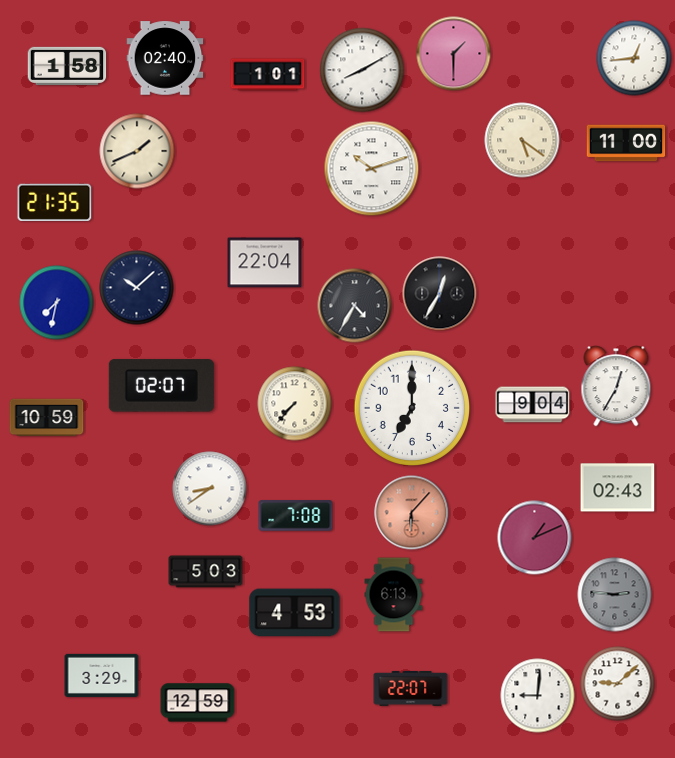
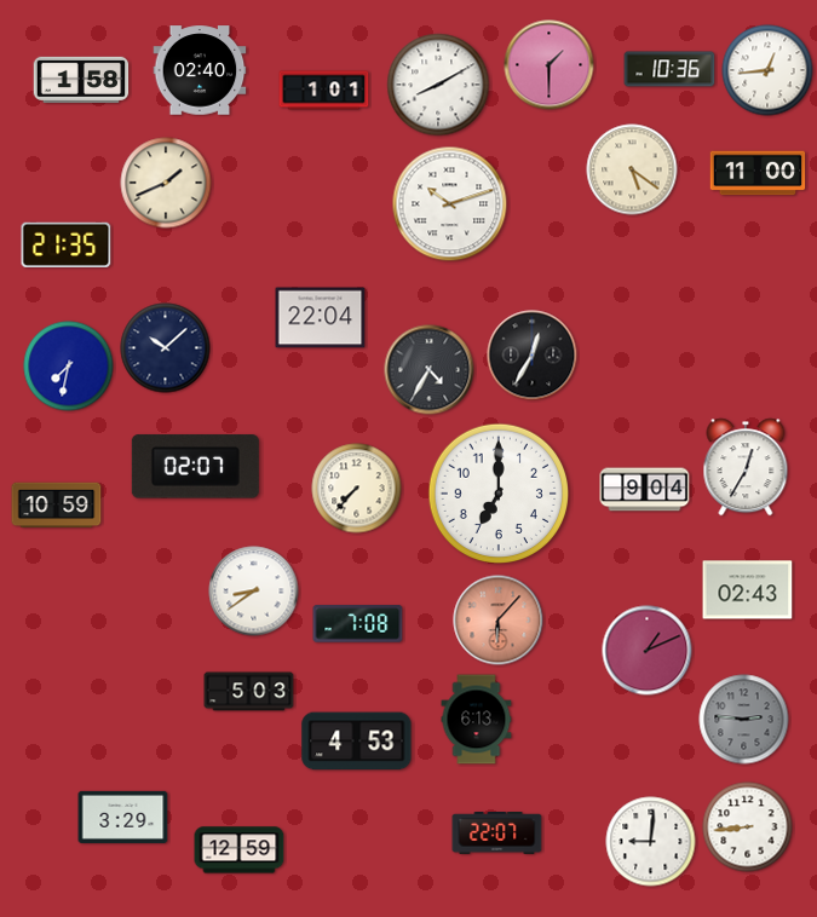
clock at (669, 69): none -> 10:36
clock at (618, 684): 9:08 -> 8:44
